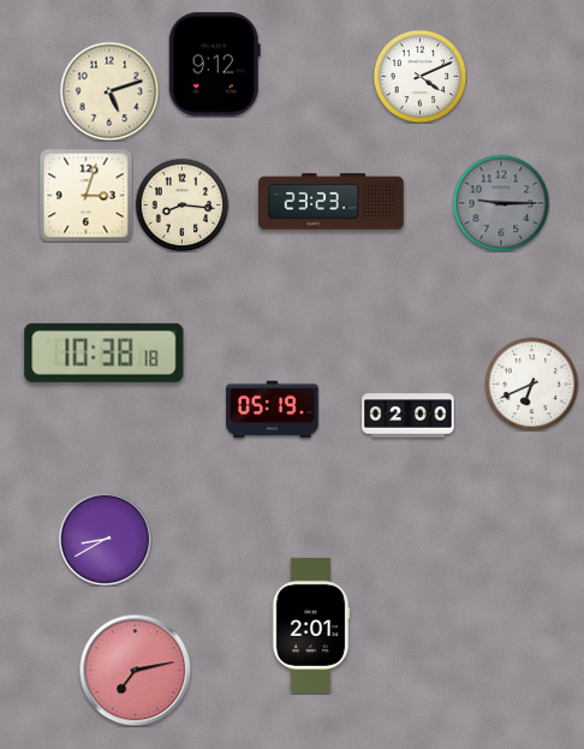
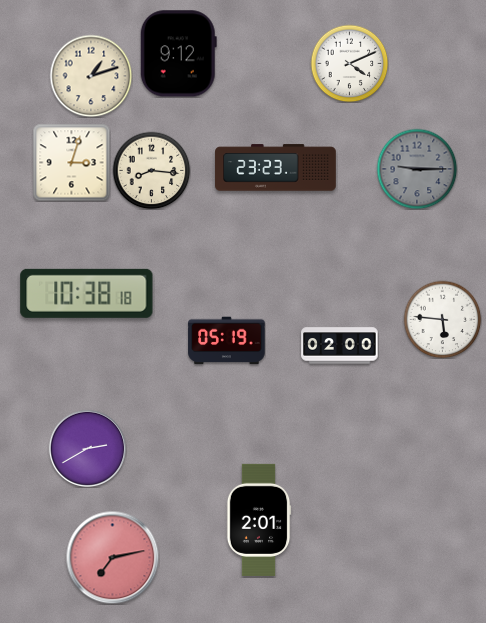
clock at (109, 91): 5:12 -> 1:12
clock at (531, 384): 6:41 -> 5:46
clock at (105, 539): 8:40 -> 2:40
